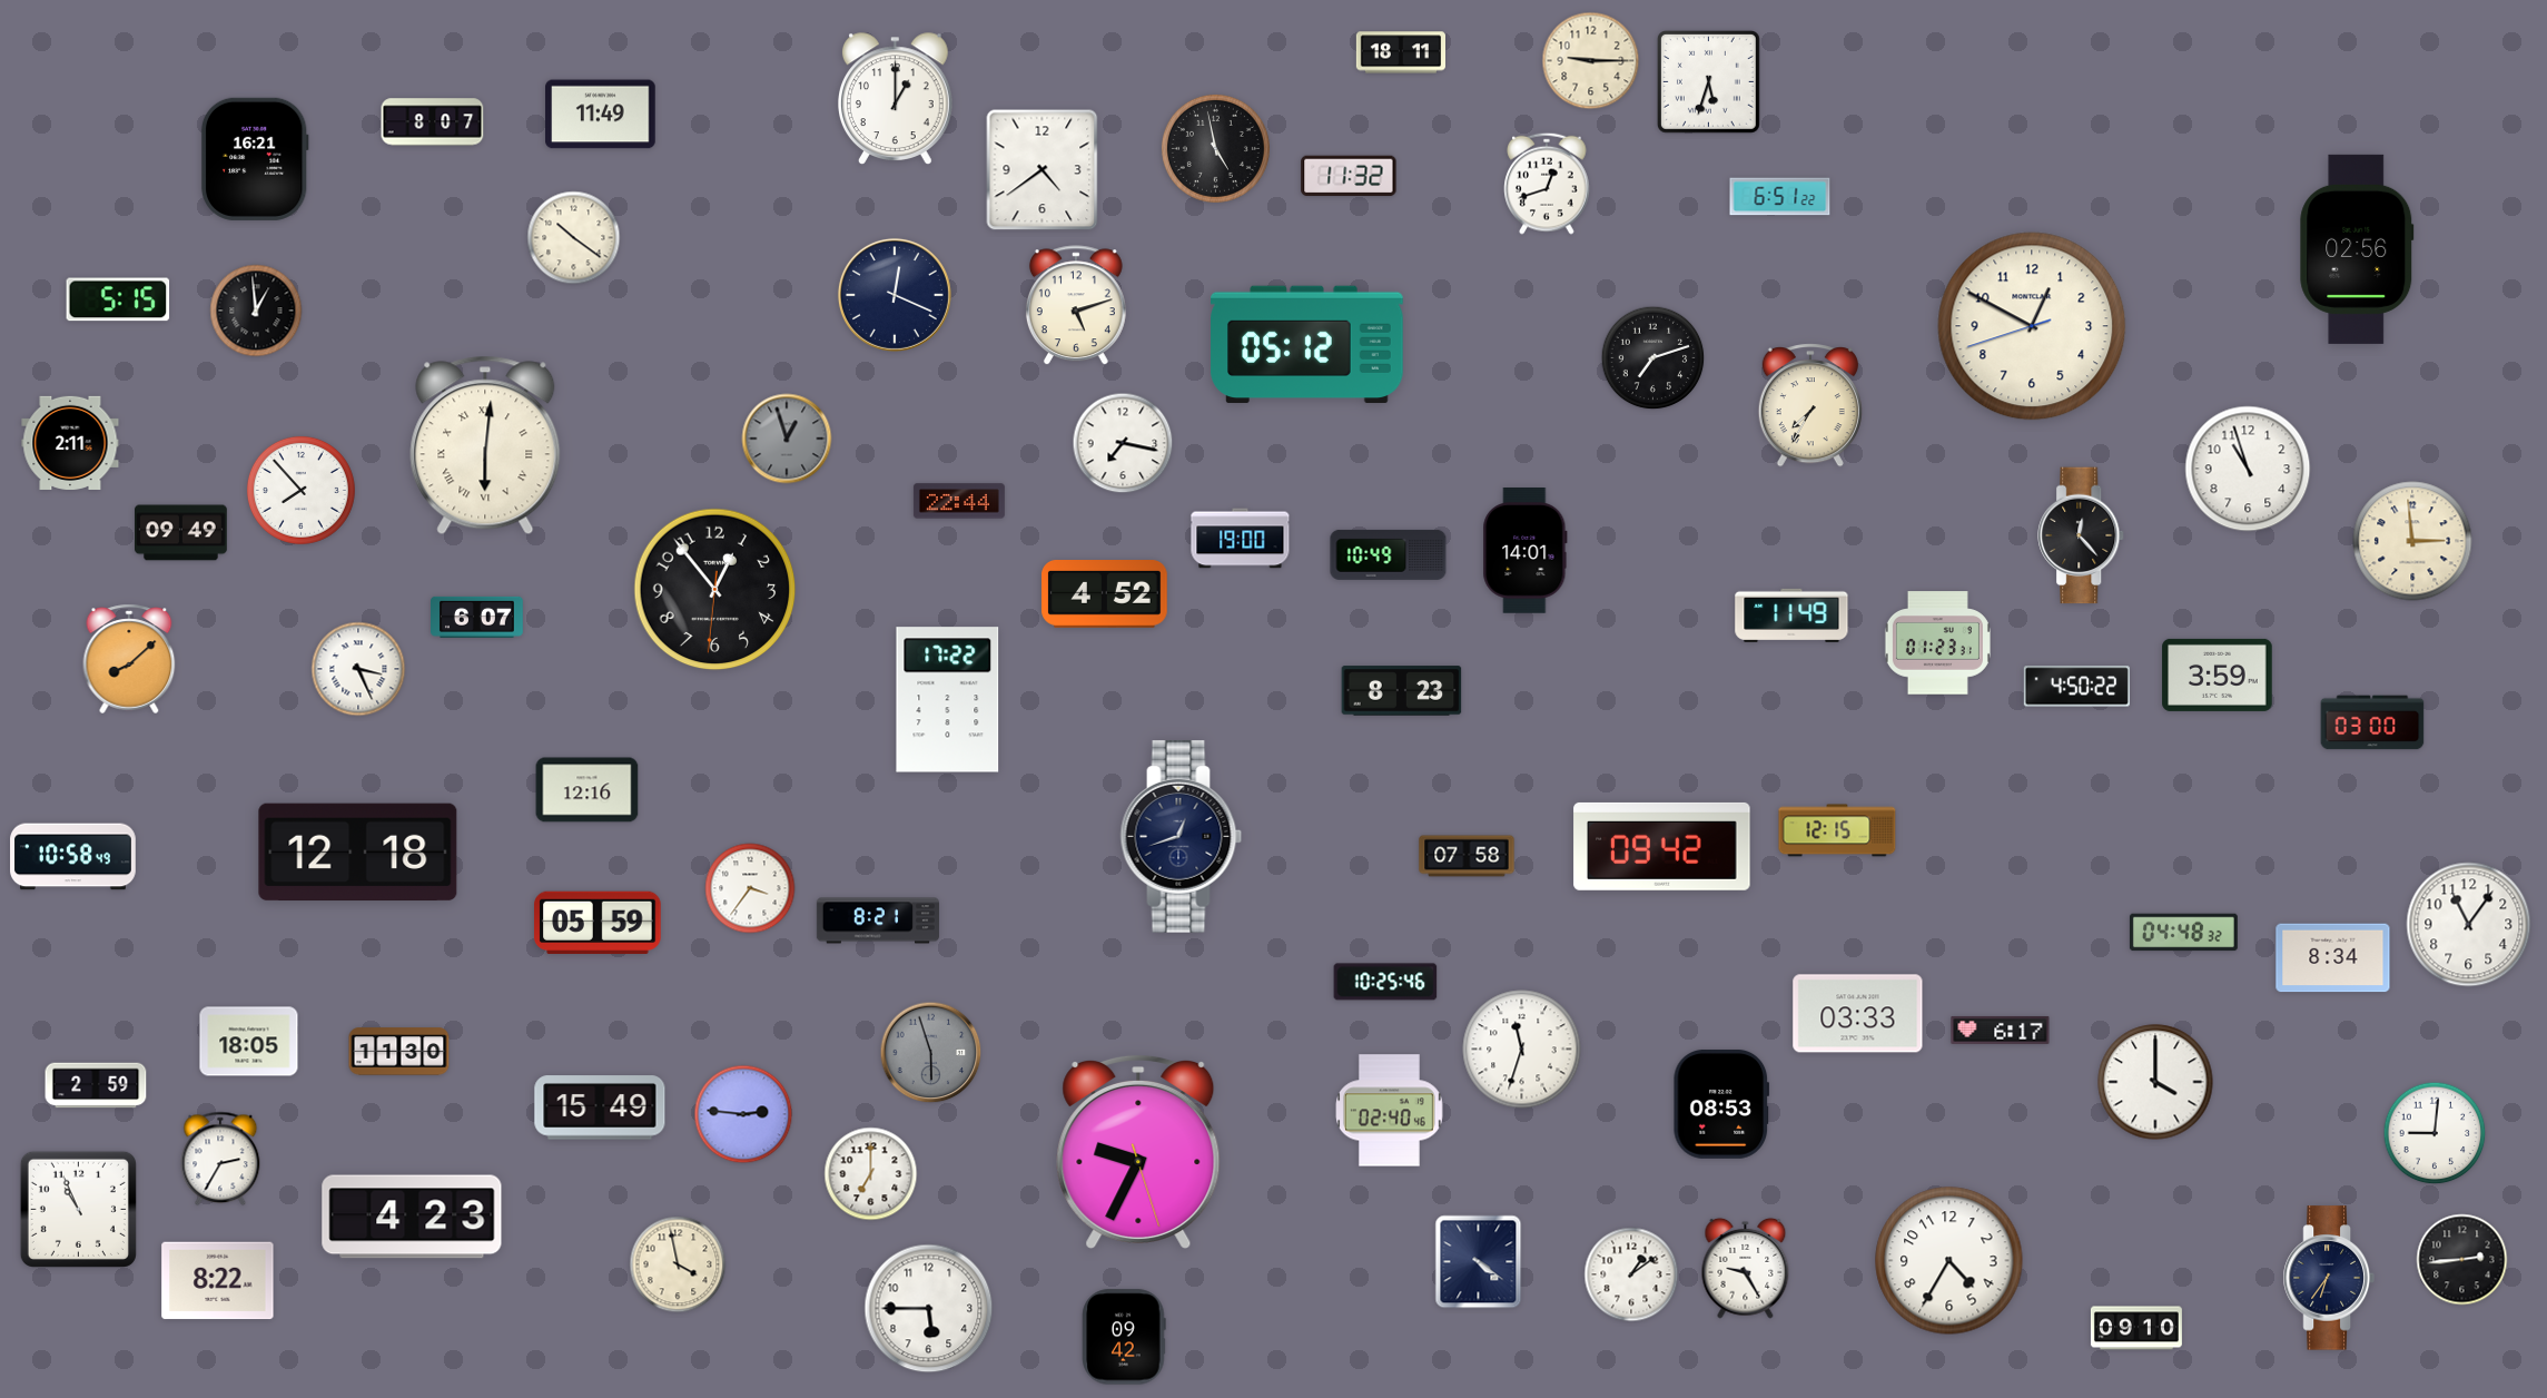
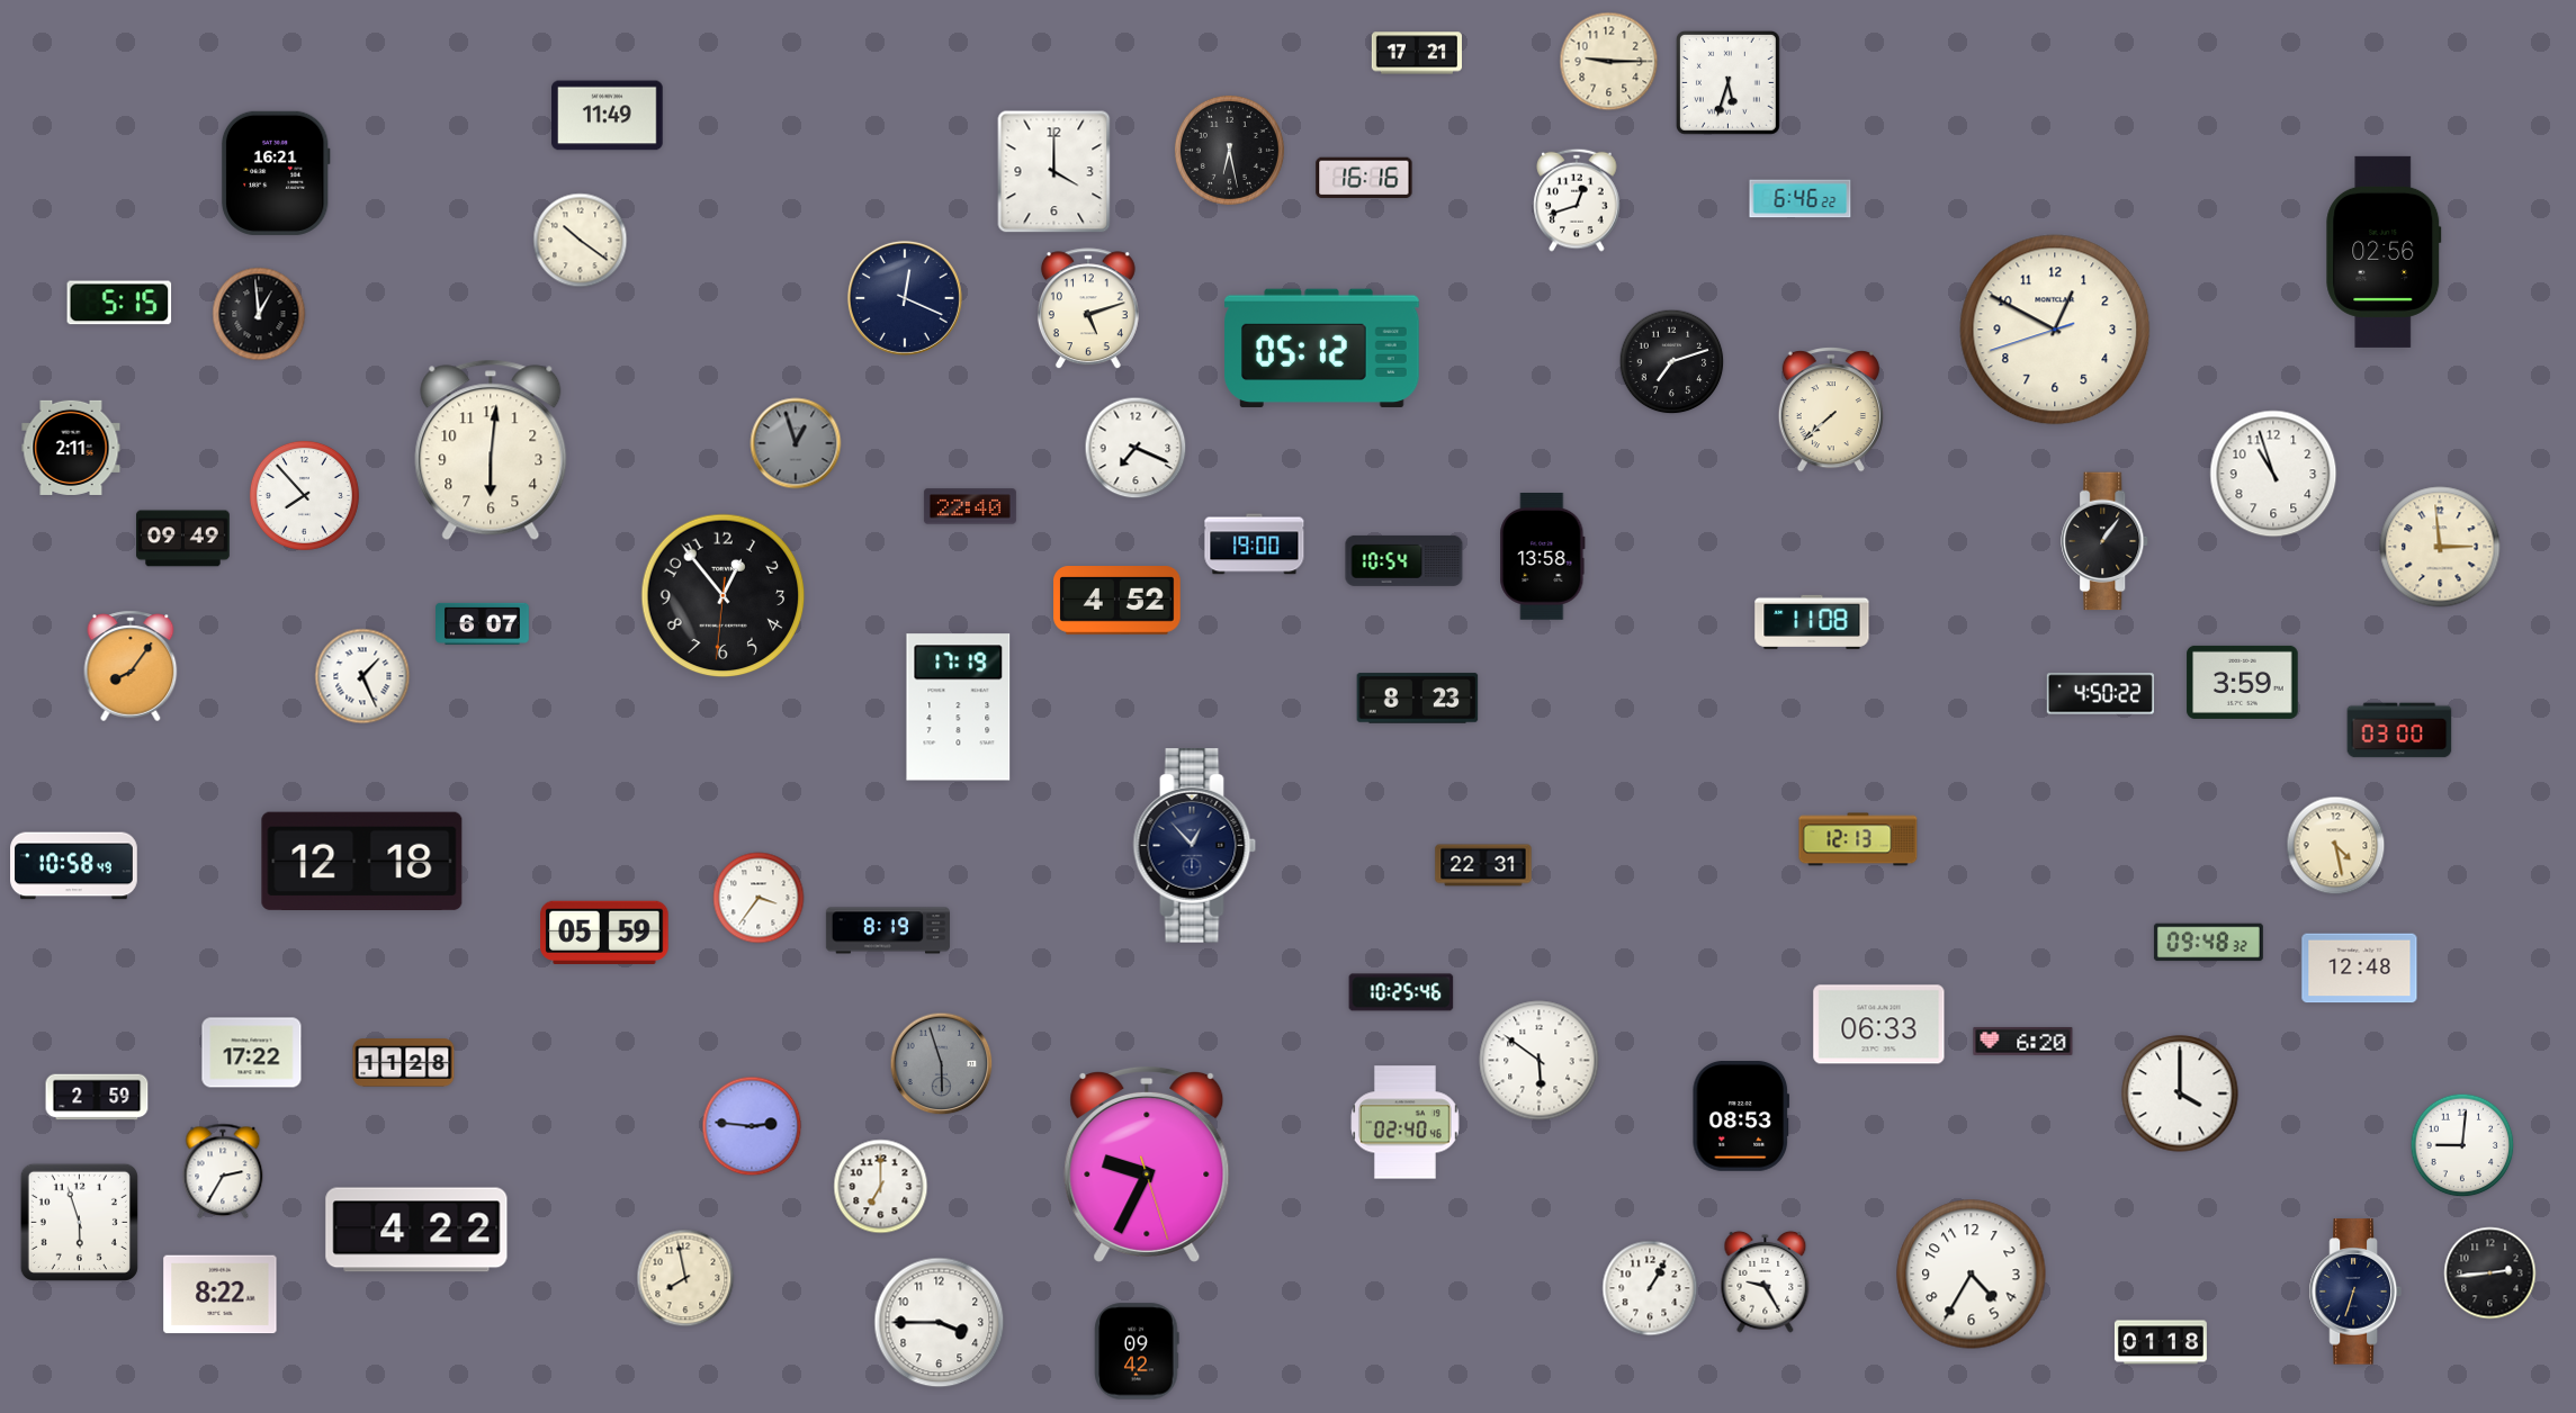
clock at (1400, 52): 18:11 -> 17:21
clock at (896, 98): 1:00 -> none
clock at (433, 122): 8:07 -> none
clock at (1215, 148): 4:58 -> 6:28
clock at (255, 159) position: (255, 159) -> (276, 173)
clock at (1043, 170): 4:39 -> 4:00
clock at (1349, 176): 11:32 -> 16:16
clock at (1547, 184) position: (1547, 184) -> (1577, 200)
clock at (1780, 197): 6:51 -> 6:46
clock at (1810, 405): 7:35 -> 7:38
clock at (1123, 443): 7:17 -> 7:19
clock at (485, 445) numerals: Roman -> Arabic
clock at (959, 501): 22:44 -> 22:40
clock at (2082, 535): 12:23 -> 1:06
clock at (1526, 551): 14:01 -> 13:58
clock at (1389, 554): 10:49 -> 10:54
clock at (1791, 616): 11:49 -> 11:08
clock at (1937, 643): 01:23 -> none
clock at (129, 659): 8:08 -> 8:06
clock at (358, 669): 3:26 -> 1:26
clock at (948, 700): 17:22 -> 17:19
clock at (588, 790): 12:16 -> none
clock at (1837, 830): 12:15 -> 12:13
clock at (1182, 837): 12:42 -> 12:53
clock at (2336, 846): none -> 4:28
clock at (1662, 846): 09:42 -> none
clock at (1467, 856): 07:58 -> 22:31
clock at (878, 920): 8:21 -> 8:19
clock at (2469, 925): 11:06 -> none
clock at (2183, 933): 04:48 -> 09:48
clock at (2333, 958): 8:34 -> 12:48
clock at (1858, 1014): 03:33 -> 06:33
clock at (2001, 1030): 6:17 -> 6:20
clock at (249, 1042): 18:05 -> 17:22
clock at (1522, 1050): 11:33 -> 5:51
clock at (399, 1052): 11:30 -> 11:28
clock at (600, 1107): 15:49 -> none
clock at (1138, 1152) position: (1138, 1152) -> (1147, 1164)
clock at (78, 1209): 10:56 -> 5:57
clock at (412, 1217): 4:23 -> 4:22
clock at (1479, 1262): 4:21 -> none
clock at (678, 1264): 3:58 -> 7:58
clock at (1631, 1274): 1:09 -> 1:05
clock at (2329, 1278): 6:36 -> 6:33
clock at (929, 1309): 5:45 -> 3:45
clock at (2136, 1328): 09:10 -> 01:18
